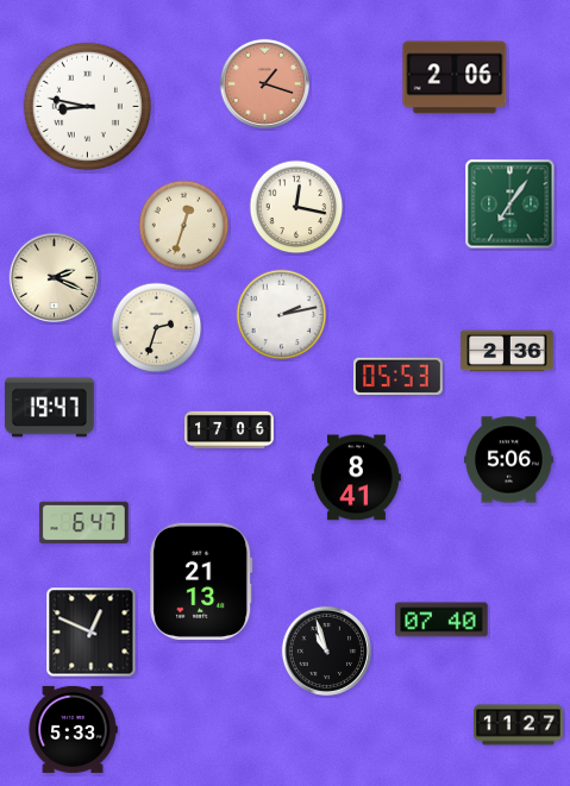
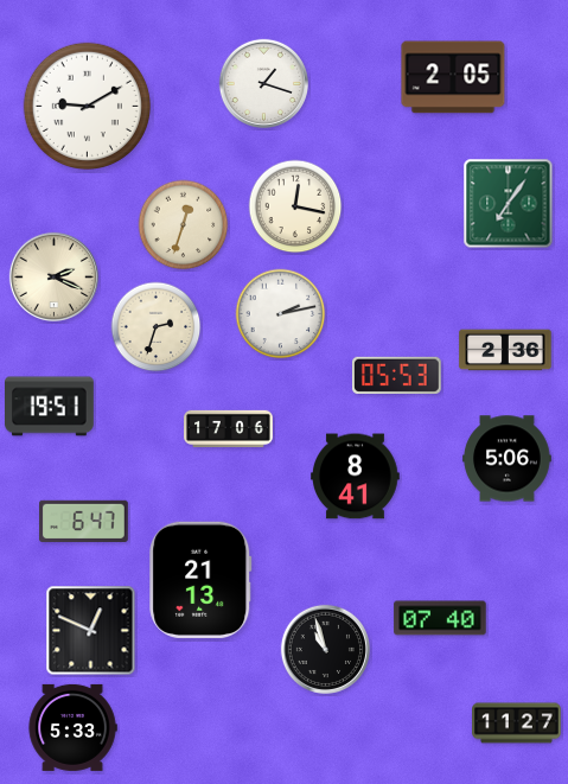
clock at (455, 77): 2:06 -> 2:05
clock at (264, 83) dial: salmon -> white
clock at (87, 106): 8:47 -> 9:10
clock at (50, 408): 19:47 -> 19:51
